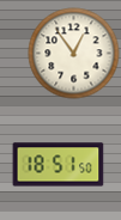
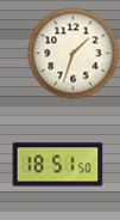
clock at (74, 54): 12:54 -> 1:33
